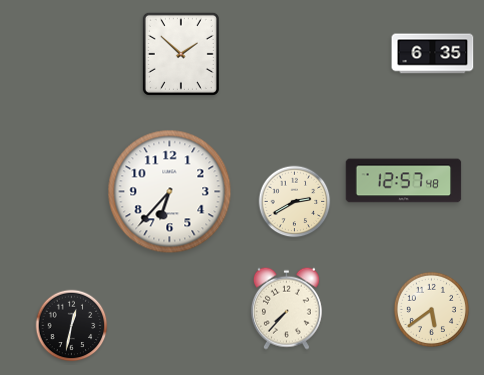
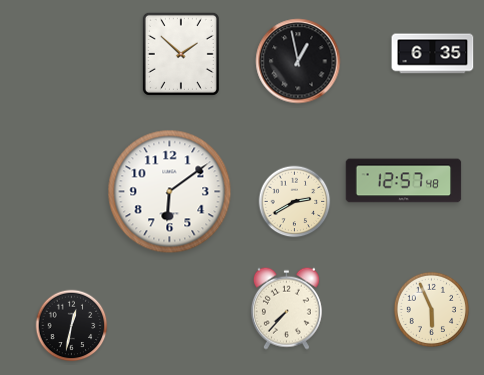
clock at (298, 61): none -> 12:58
clock at (170, 192): 6:37 -> 6:09
clock at (431, 309): 5:39 -> 5:56
